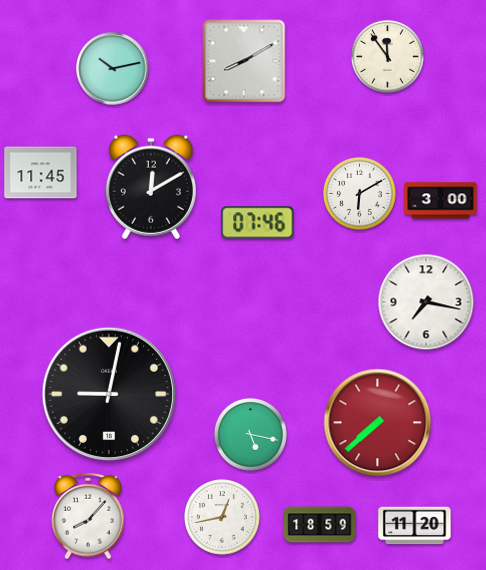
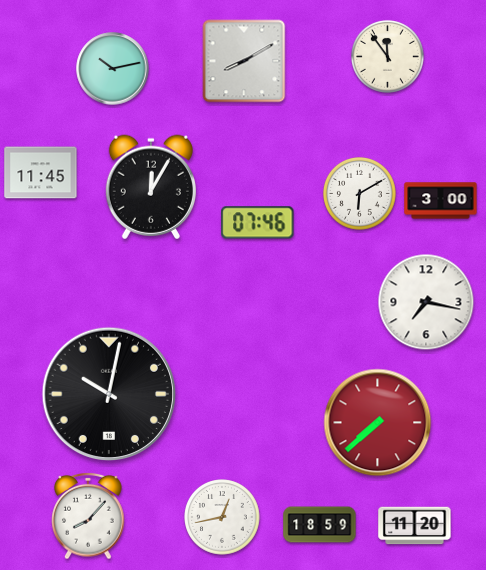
clock at (151, 187): 12:10 -> 12:05
clock at (108, 393): 9:02 -> 10:02
clock at (250, 434): 5:17 -> none
